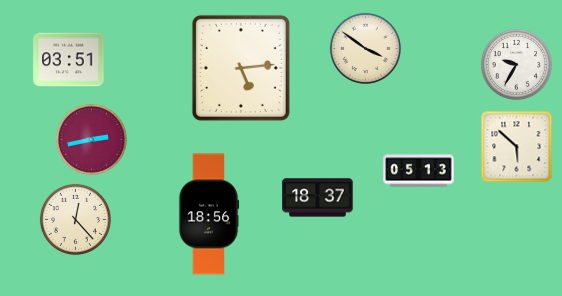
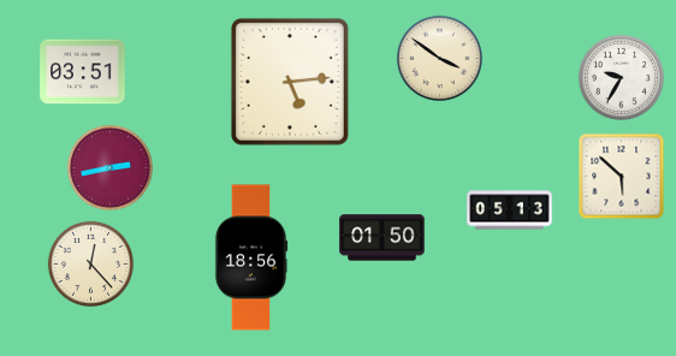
clock at (419, 171) position: (419, 171) -> (510, 210)
clock at (318, 198): 18:37 -> 01:50
